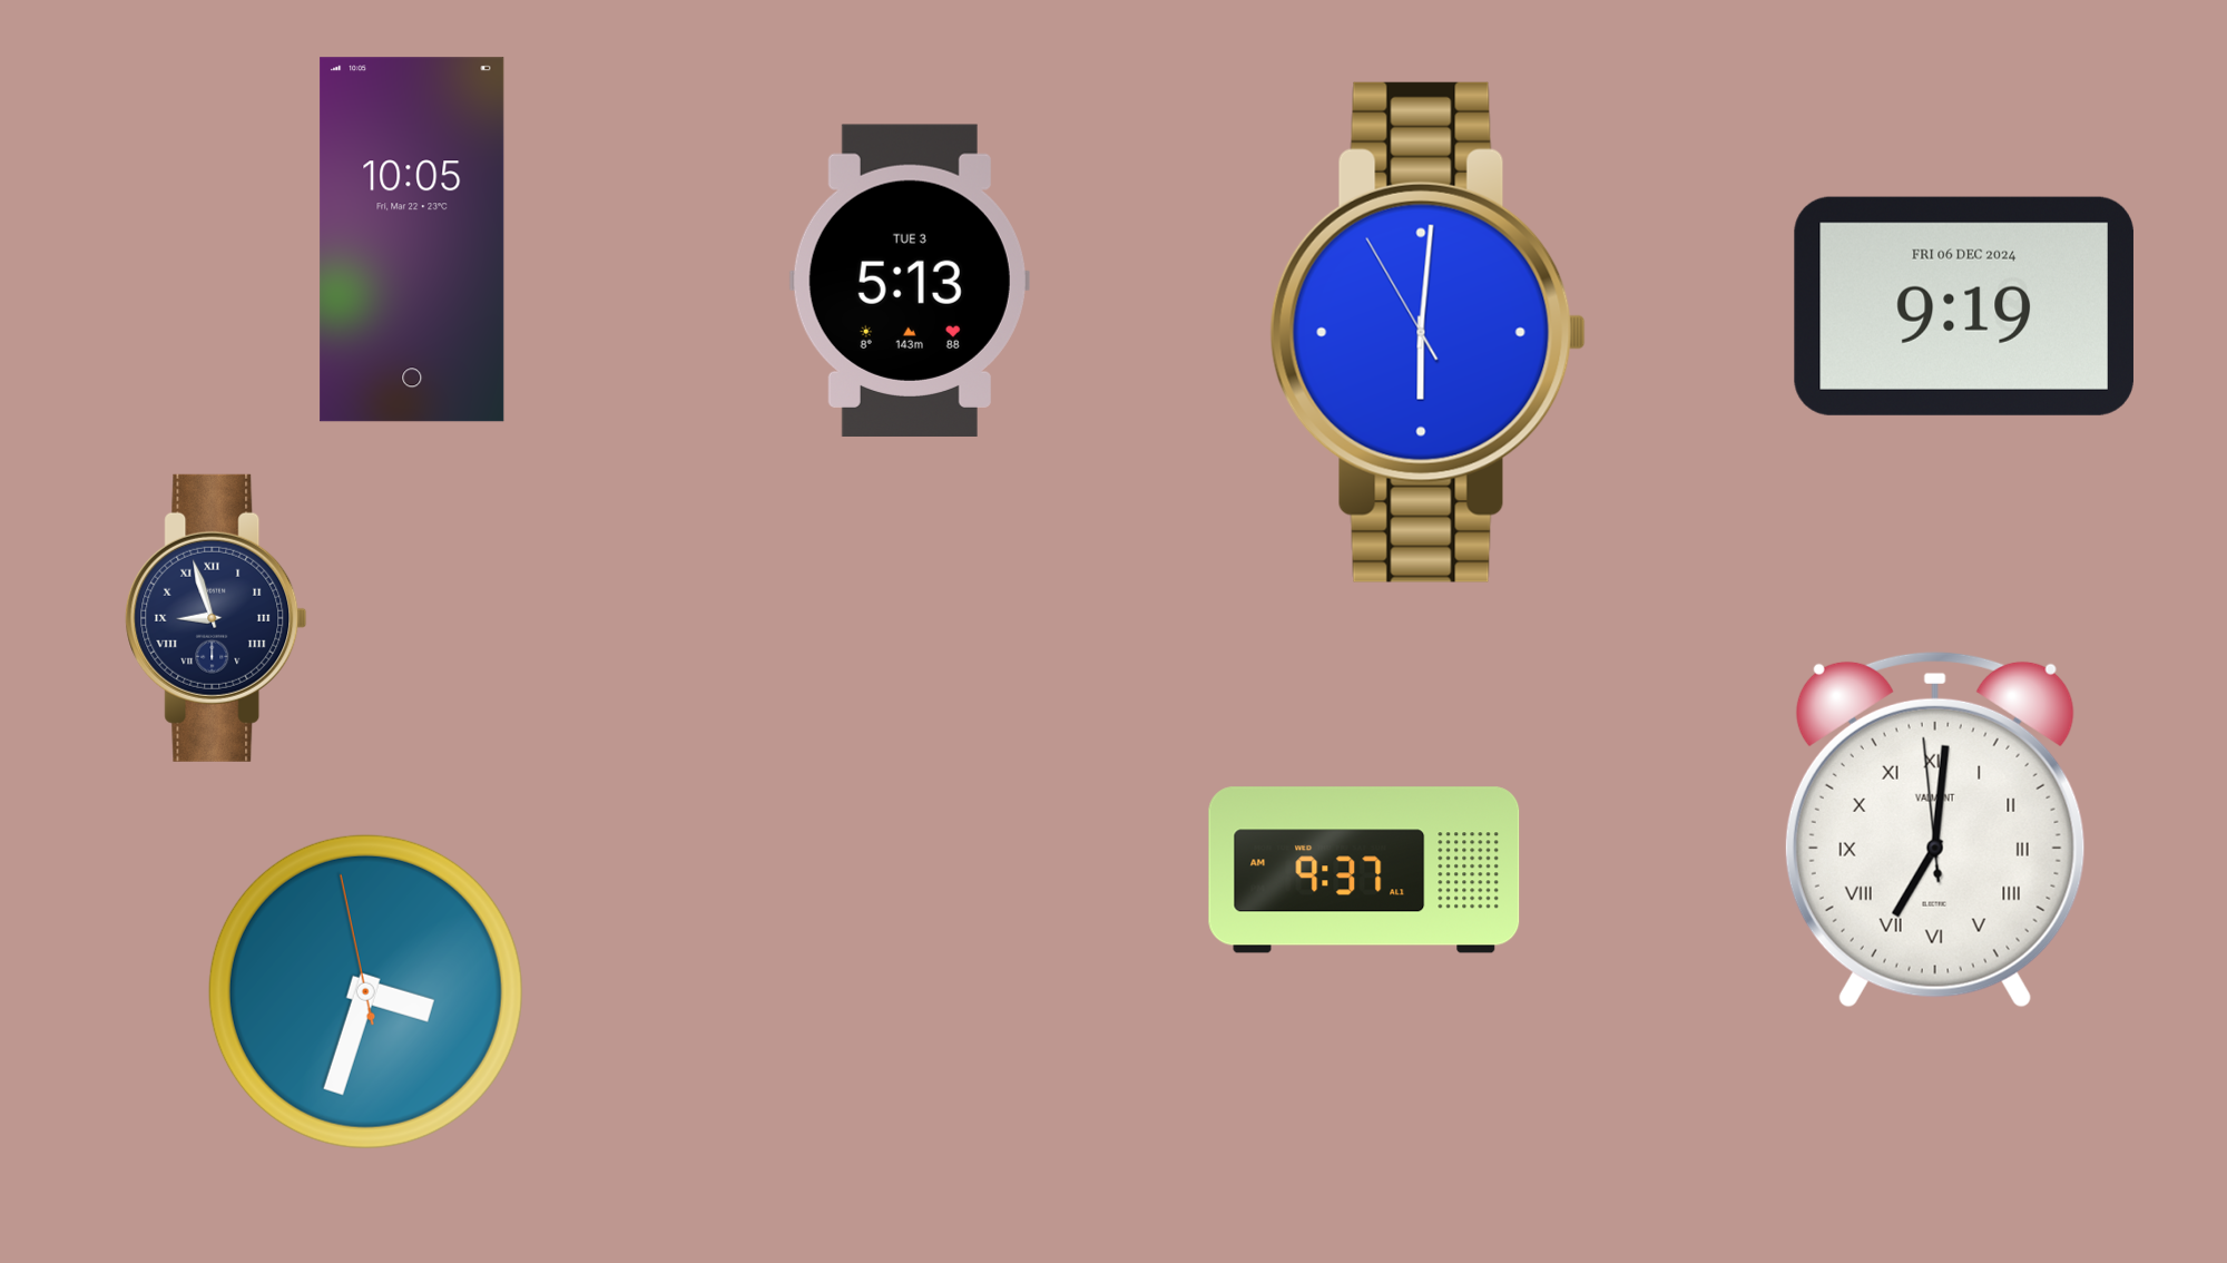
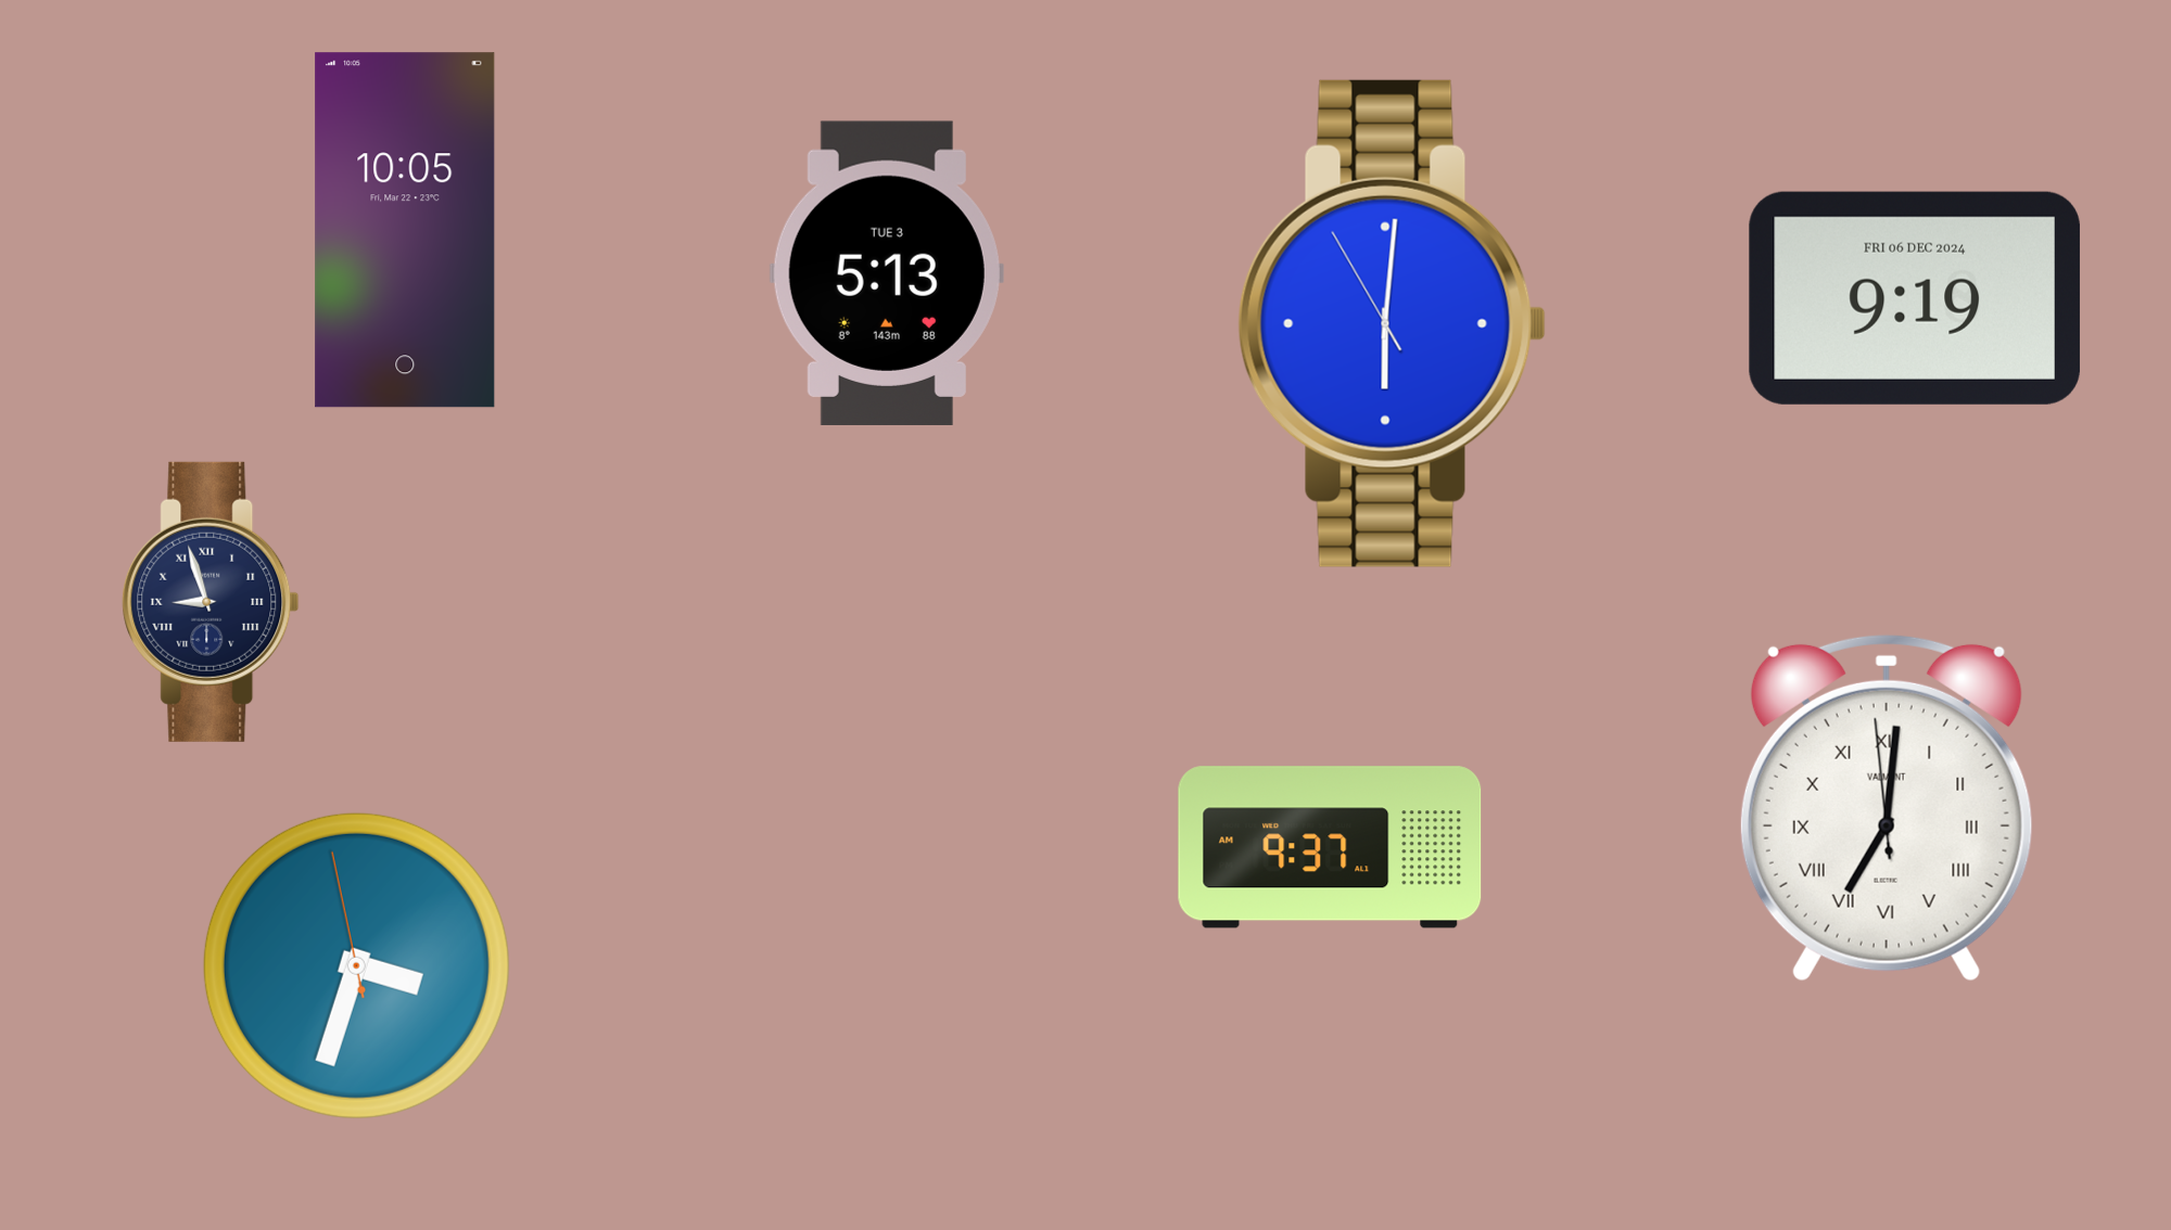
clock at (412, 239) position: (412, 239) -> (405, 230)
